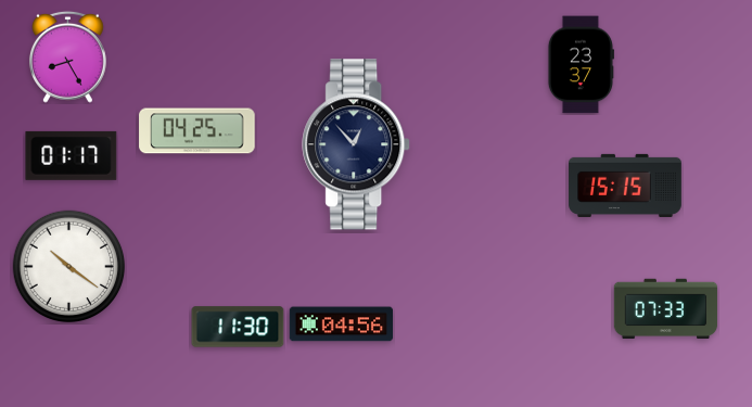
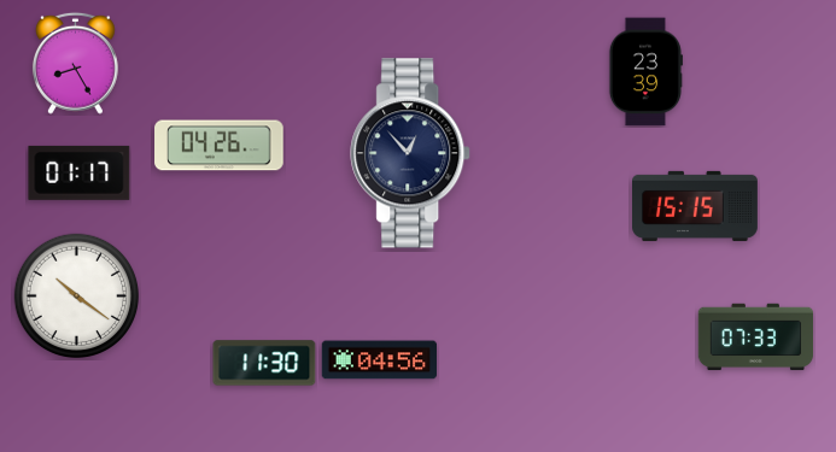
clock at (581, 65): 23:37 -> 23:39
clock at (197, 131): 04:25 -> 04:26
clock at (357, 144) position: (357, 144) -> (411, 153)
clock at (666, 309) position: (666, 309) -> (756, 337)
